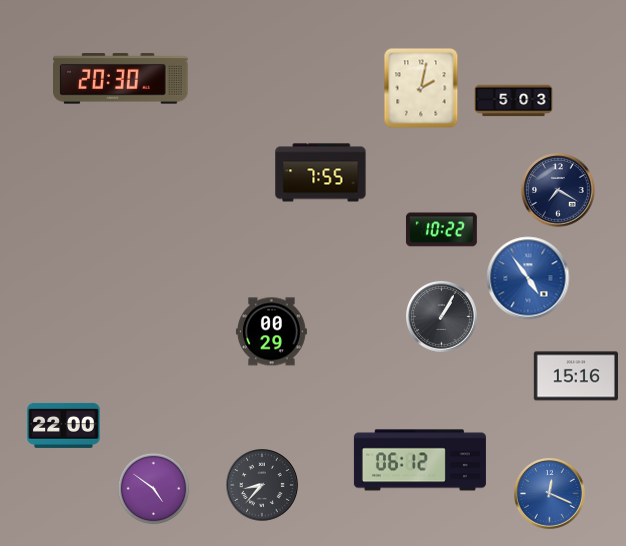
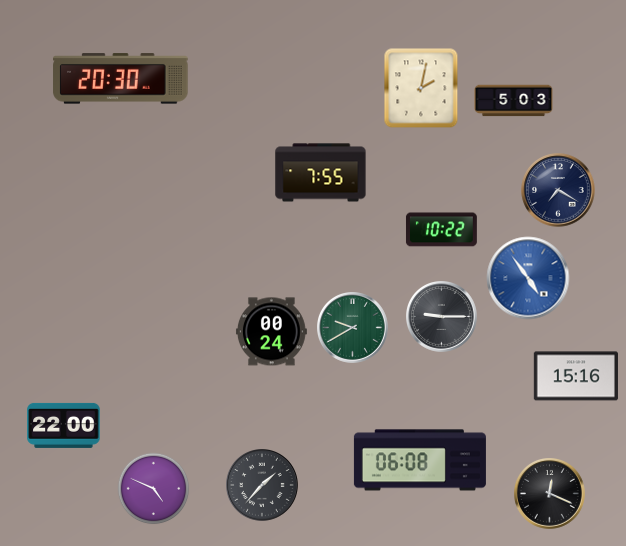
clock at (442, 317): 1:05 -> 9:15
clock at (353, 328): none -> 9:40
clock at (271, 332): 00:29 -> 00:24
clock at (420, 460): 06:12 -> 06:08
clock at (263, 486): 8:37 -> 1:37
clock at (154, 489): 4:51 -> 4:49
clock at (550, 494) dial: blue -> black
